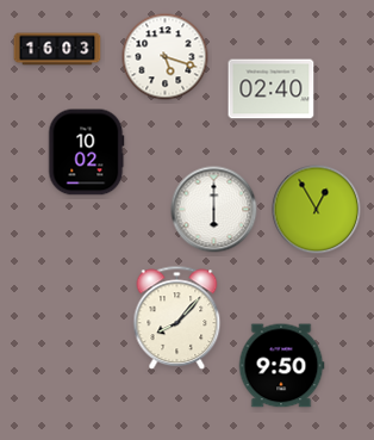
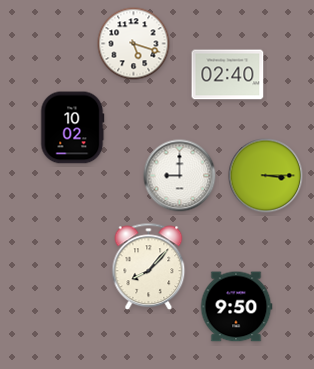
clock at (57, 49): 16:03 -> none
clock at (166, 57) position: (166, 57) -> (134, 44)
clock at (214, 210): 6:00 -> 9:00
clock at (317, 210): 12:55 -> 3:15
